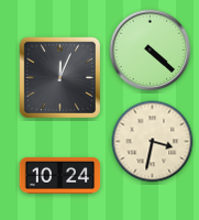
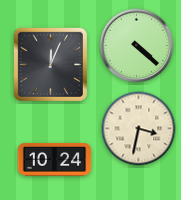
clock at (59, 77) position: (59, 77) -> (50, 64)
